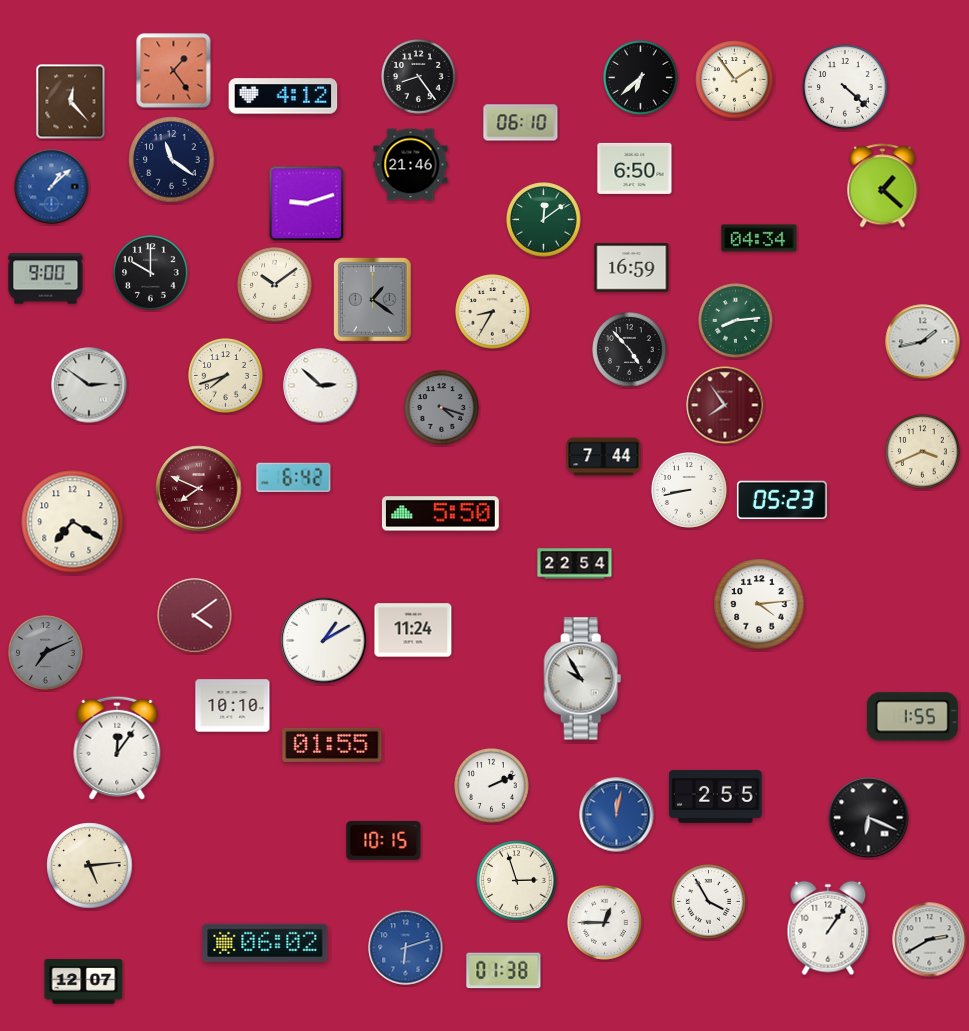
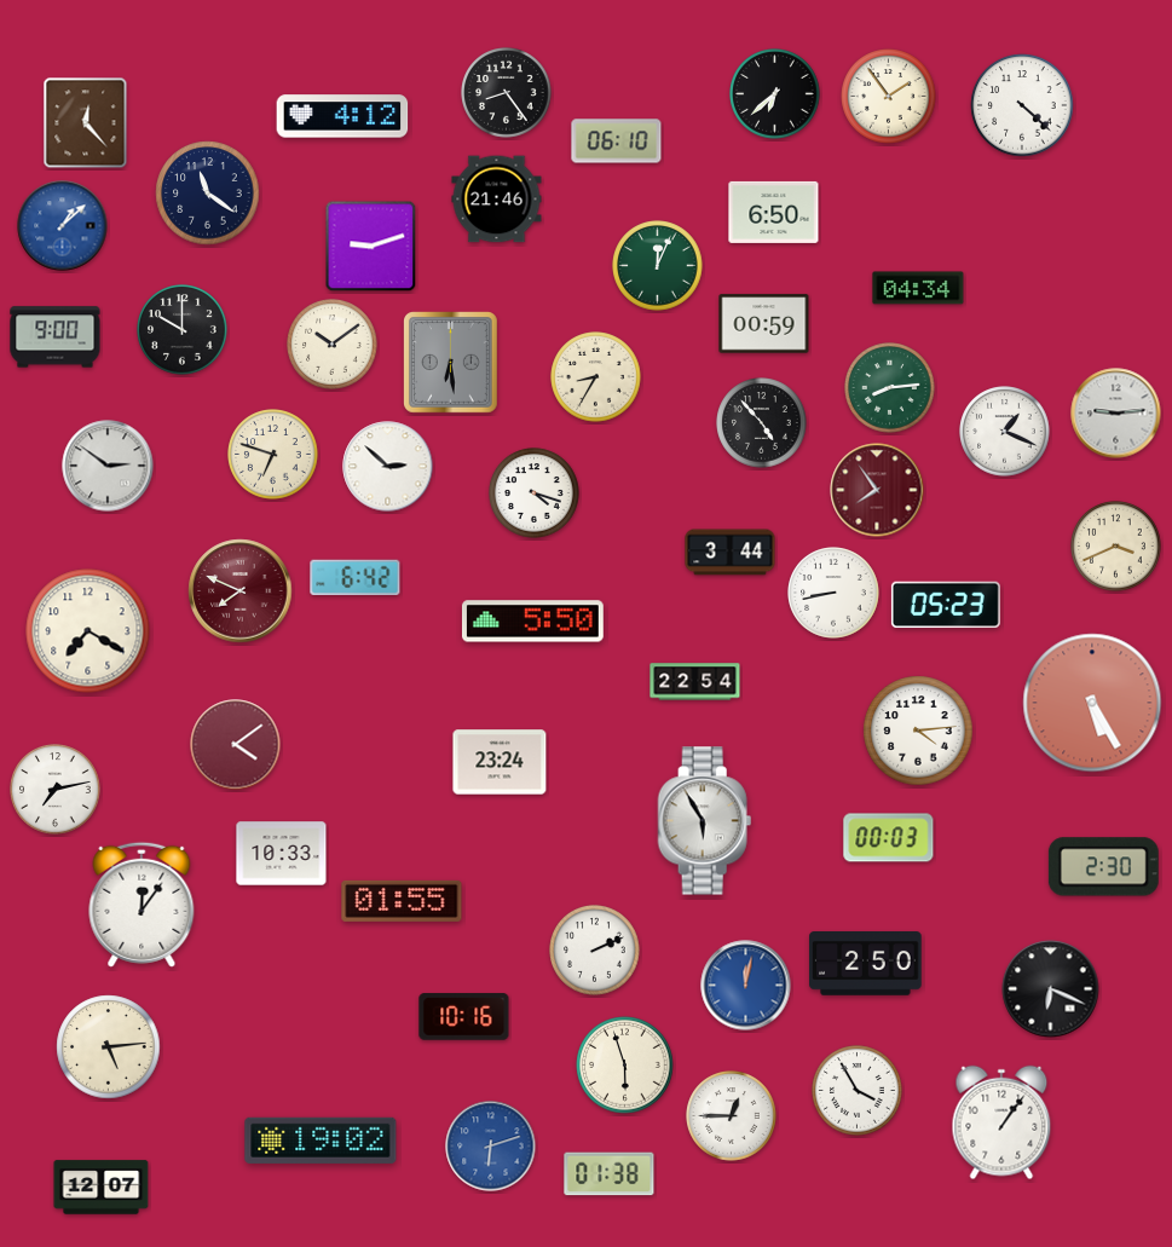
clock at (174, 71): 1:24 -> none
clock at (521, 123) position: (521, 123) -> (617, 142)
clock at (635, 168) position: (635, 168) -> (774, 212)
clock at (883, 186): 1:22 -> none
clock at (544, 220): 12:09 -> 12:04
clock at (632, 268): 16:59 -> 00:59
clock at (373, 300): 1:21 -> 6:29
clock at (923, 342): 1:43 -> 9:14
clock at (1005, 432): none -> 1:19
clock at (226, 376): 7:42 -> 6:48
clock at (442, 408) dial: grey -> white
clock at (604, 457): 7:44 -> 3:44
clock at (1092, 703): none -> 5:25
clock at (413, 630): 11:24 -> 23:24
clock at (324, 641): 1:10 -> none
clock at (46, 653): 7:11 -> 7:13
clock at (46, 653) dial: grey -> white
clock at (583, 679): 9:55 -> 5:55
clock at (889, 838): none -> 00:03
clock at (233, 706): 10:10 -> 10:33
clock at (912, 717): 1:55 -> 2:30
clock at (716, 797): 2:55 -> 2:50
clock at (384, 841): 10:15 -> 10:16
clock at (517, 881): 2:57 -> 5:57
clock at (930, 940): 2:40 -> none
clock at (265, 943): 06:02 -> 19:02
